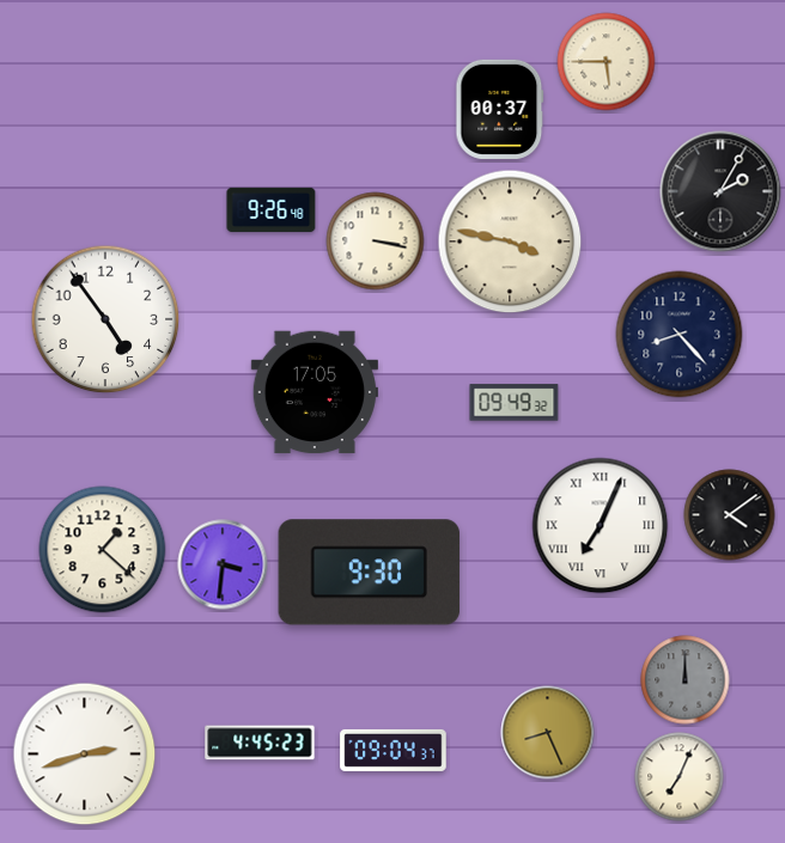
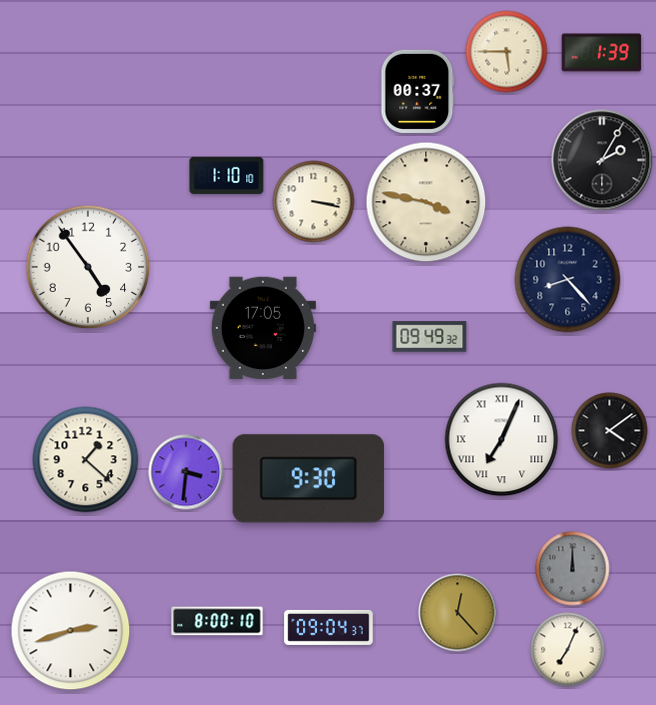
clock at (602, 53): none -> 1:39
clock at (272, 209): 9:26 -> 1:10
clock at (548, 733): 8:26 -> 12:23
clock at (260, 743): 4:45 -> 8:00
